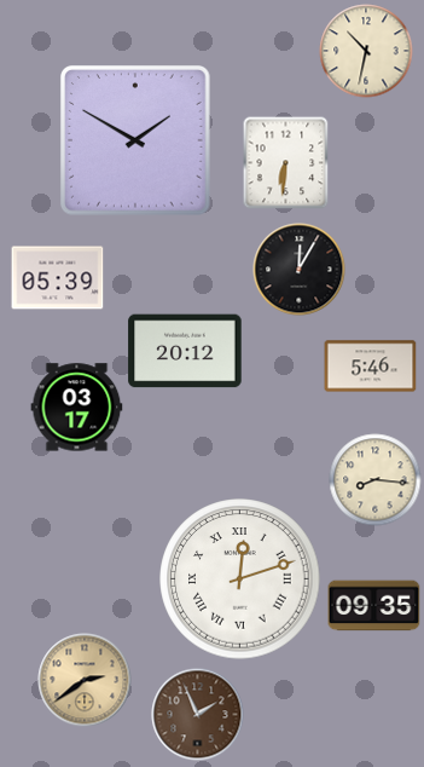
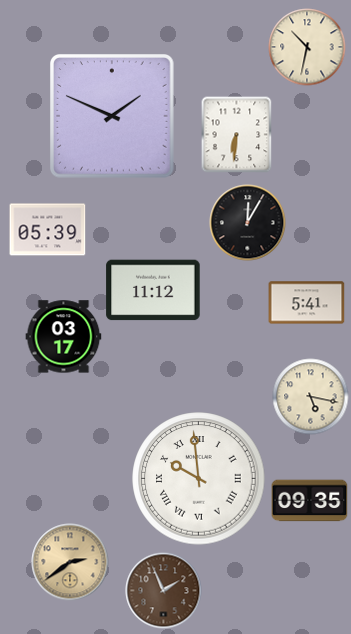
clock at (366, 51) position: (366, 51) -> (307, 47)
clock at (135, 140): 1:50 -> 1:49
clock at (185, 351): 20:12 -> 11:12
clock at (371, 367): 5:46 -> 5:41
clock at (376, 480): 8:16 -> 5:17
clock at (240, 579): 12:12 -> 9:59
